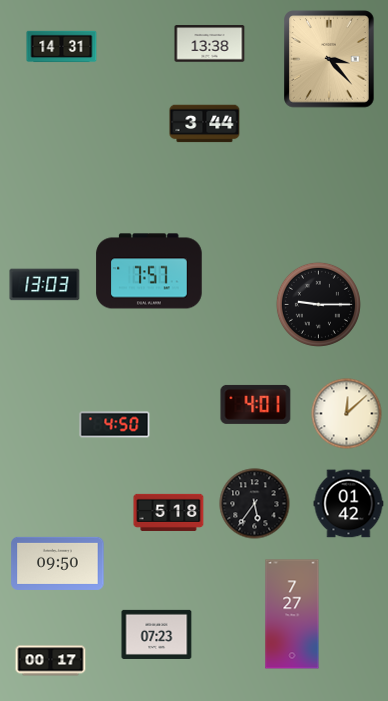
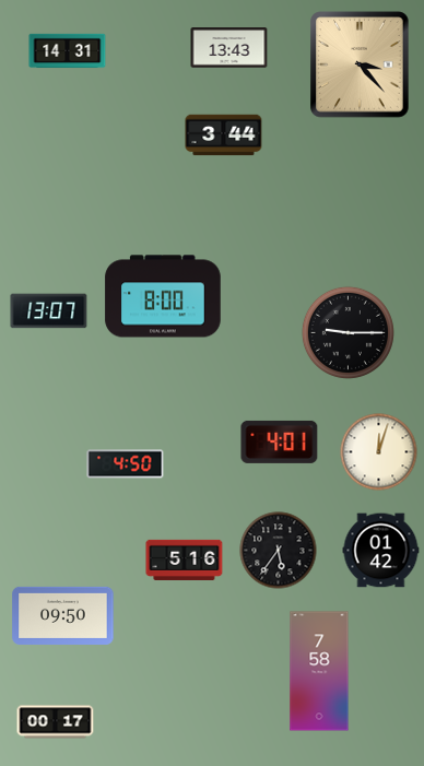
clock at (210, 44): 13:38 -> 13:43
clock at (149, 271): 7:57 -> 8:00
clock at (45, 285): 13:03 -> 13:07
clock at (347, 414): 12:08 -> 12:03
clock at (169, 512): 5:18 -> 5:16
clock at (292, 614): 7:27 -> 7:58
clock at (157, 634): 07:23 -> none
